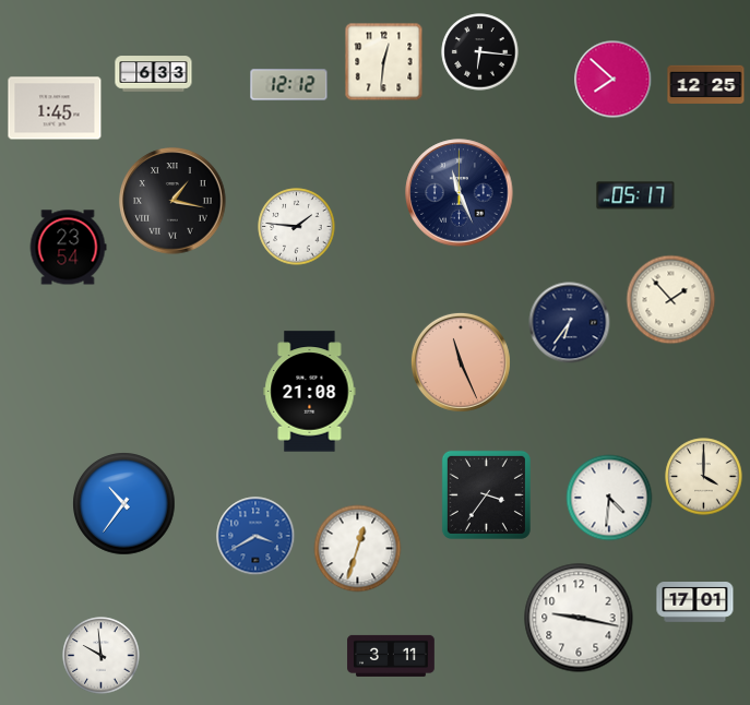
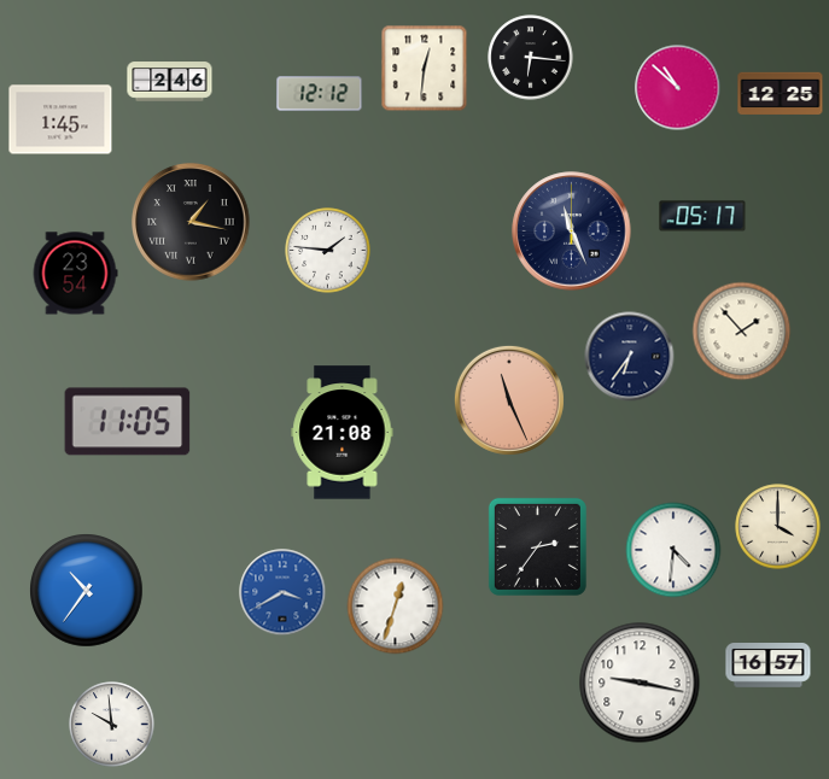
clock at (154, 74): 6:33 -> 2:46
clock at (614, 80): 7:52 -> 10:52
clock at (460, 193) position: (460, 193) -> (572, 232)
clock at (128, 422): none -> 11:05
clock at (486, 494): 3:36 -> 2:36
clock at (124, 504) position: (124, 504) -> (87, 591)
clock at (695, 602): 17:01 -> 16:57
clock at (391, 656): 3:11 -> none
